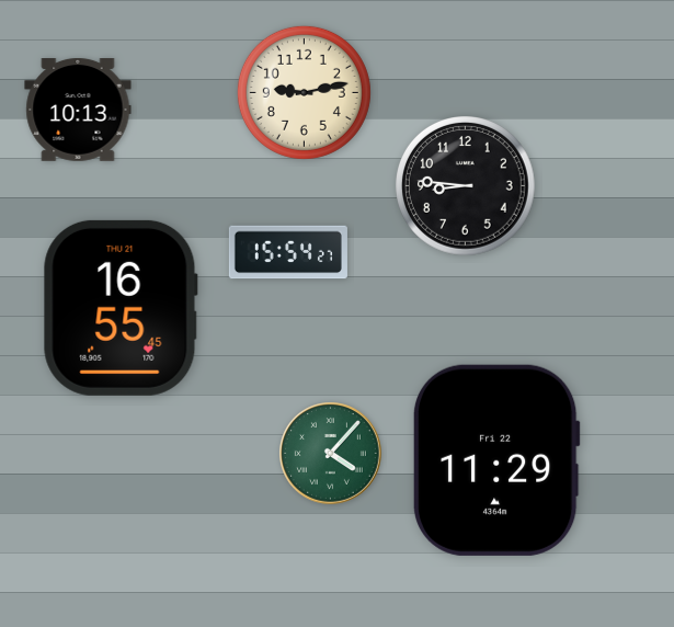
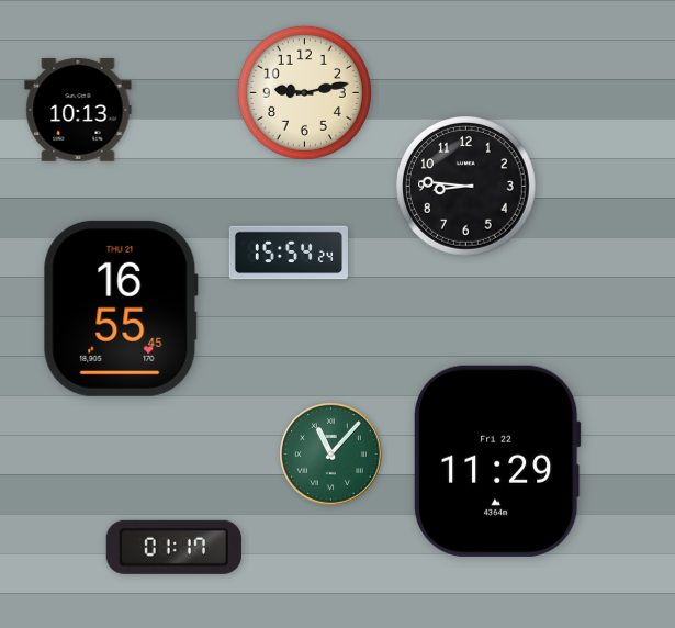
clock at (288, 252): 15:54:27 -> 15:54:24
clock at (331, 454): 4:07 -> 11:07
clock at (173, 547): none -> 01:17
